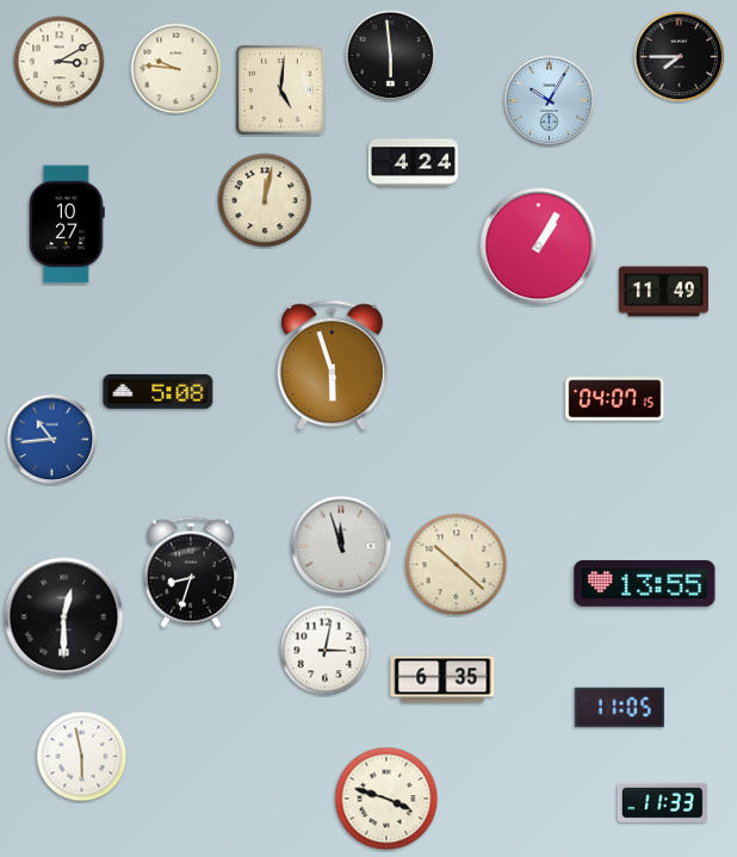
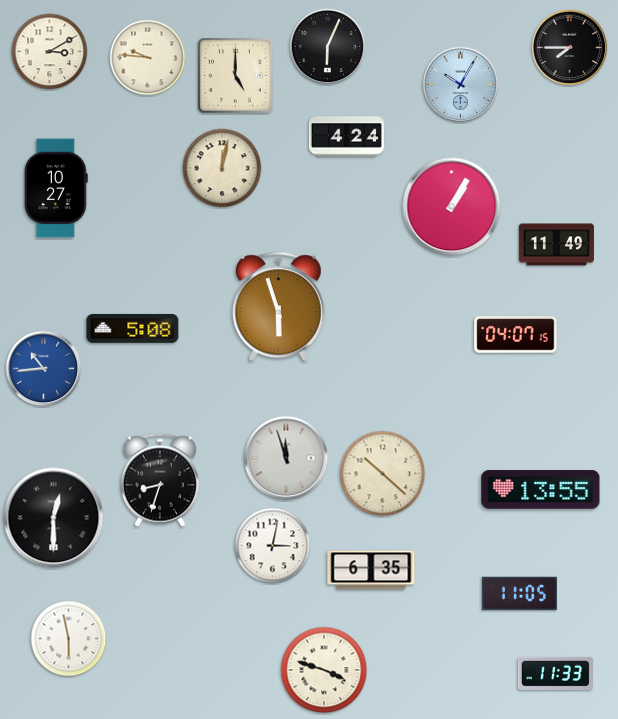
clock at (391, 56): 5:59 -> 6:04
clock at (281, 91): 5:01 -> 5:00
clock at (82, 757) position: (82, 757) -> (69, 639)
